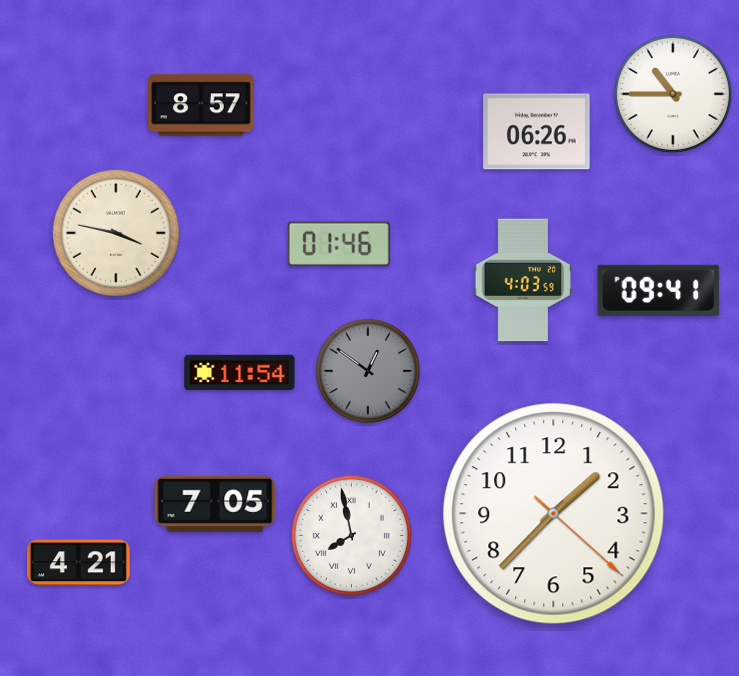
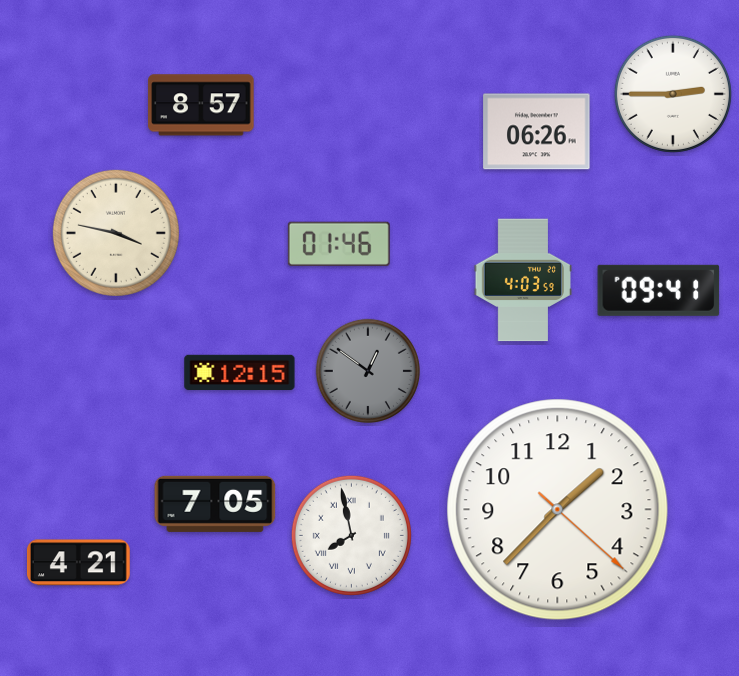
clock at (673, 94): 10:45 -> 2:45
clock at (240, 372): 11:54 -> 12:15
clock at (554, 514) position: (554, 514) -> (558, 510)
